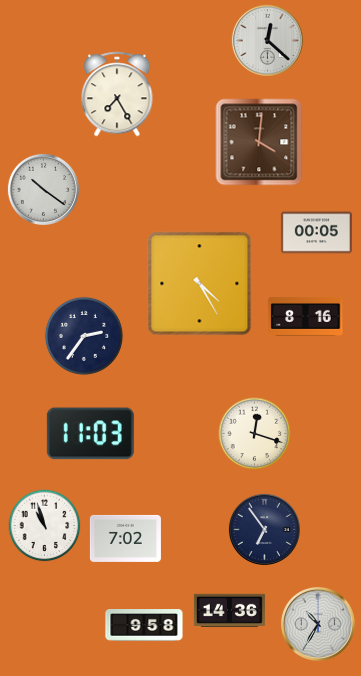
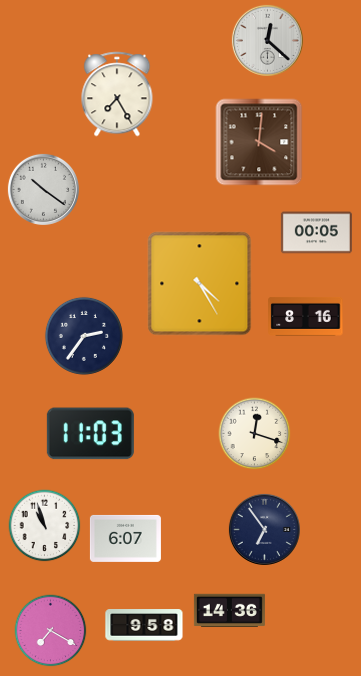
clock at (125, 538): 7:02 -> 6:07
clock at (318, 624): 10:35 -> none
clock at (51, 631): none -> 7:20
